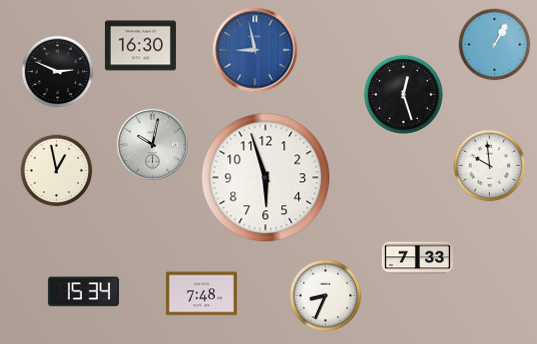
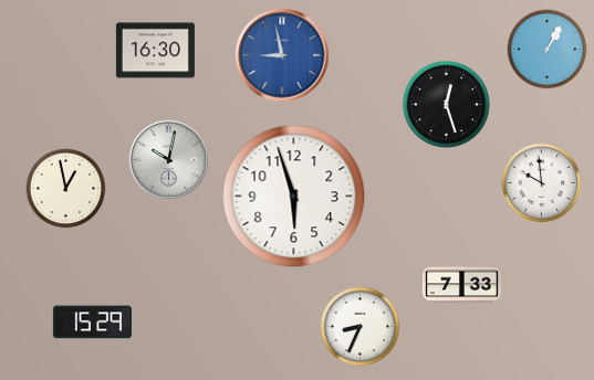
clock at (58, 72): 2:49 -> none
clock at (57, 171) position: (57, 171) -> (66, 189)
clock at (83, 292): 15:34 -> 15:29
clock at (201, 294): 7:48 -> none
